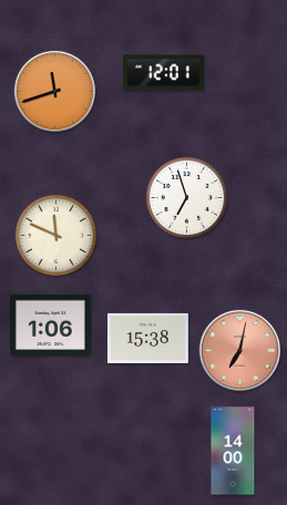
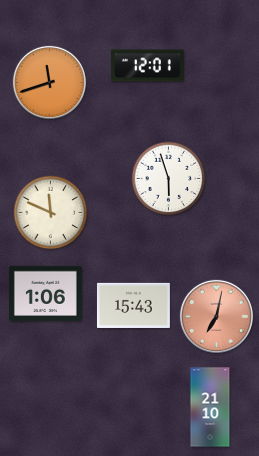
clock at (187, 198): 6:57 -> 5:57
clock at (147, 338): 15:38 -> 15:43
clock at (233, 451): 14:00 -> 21:10
